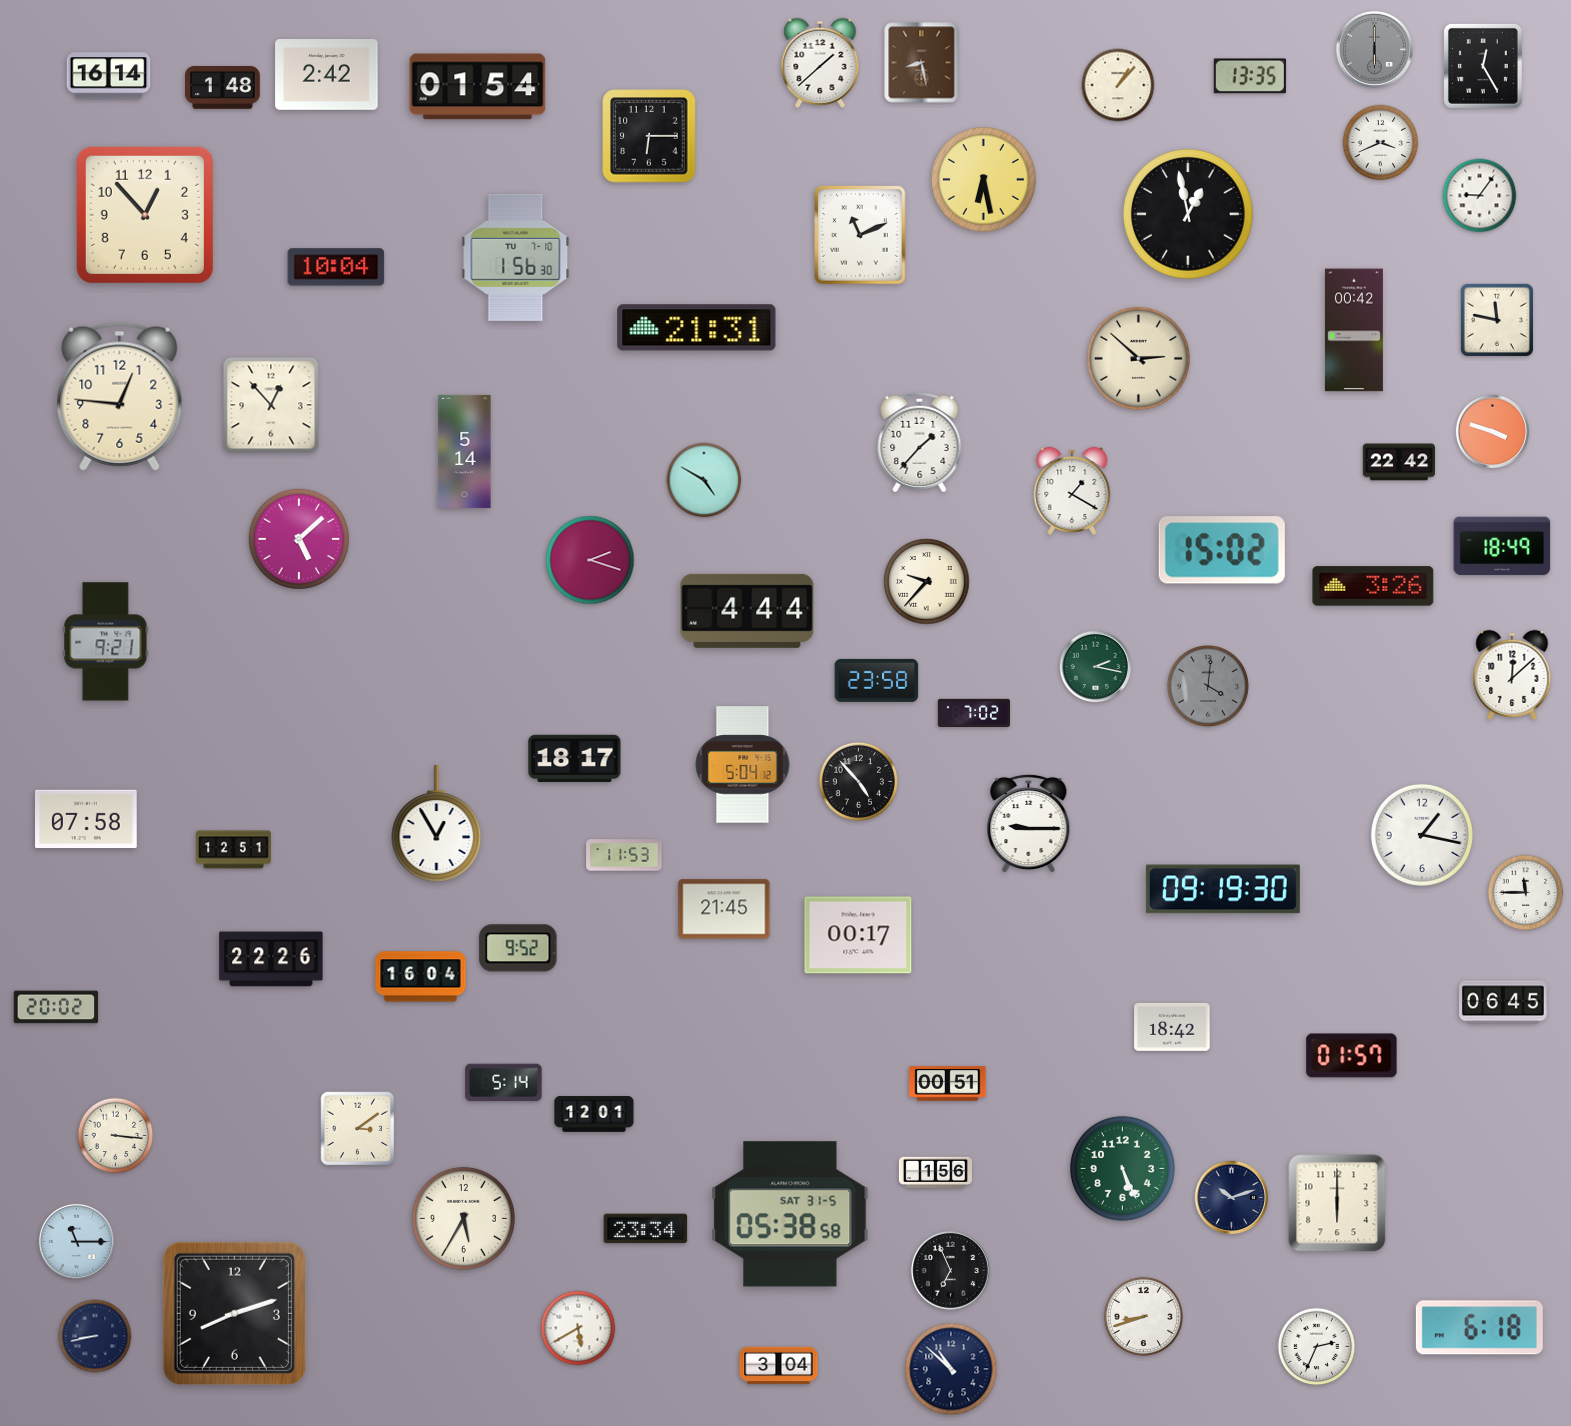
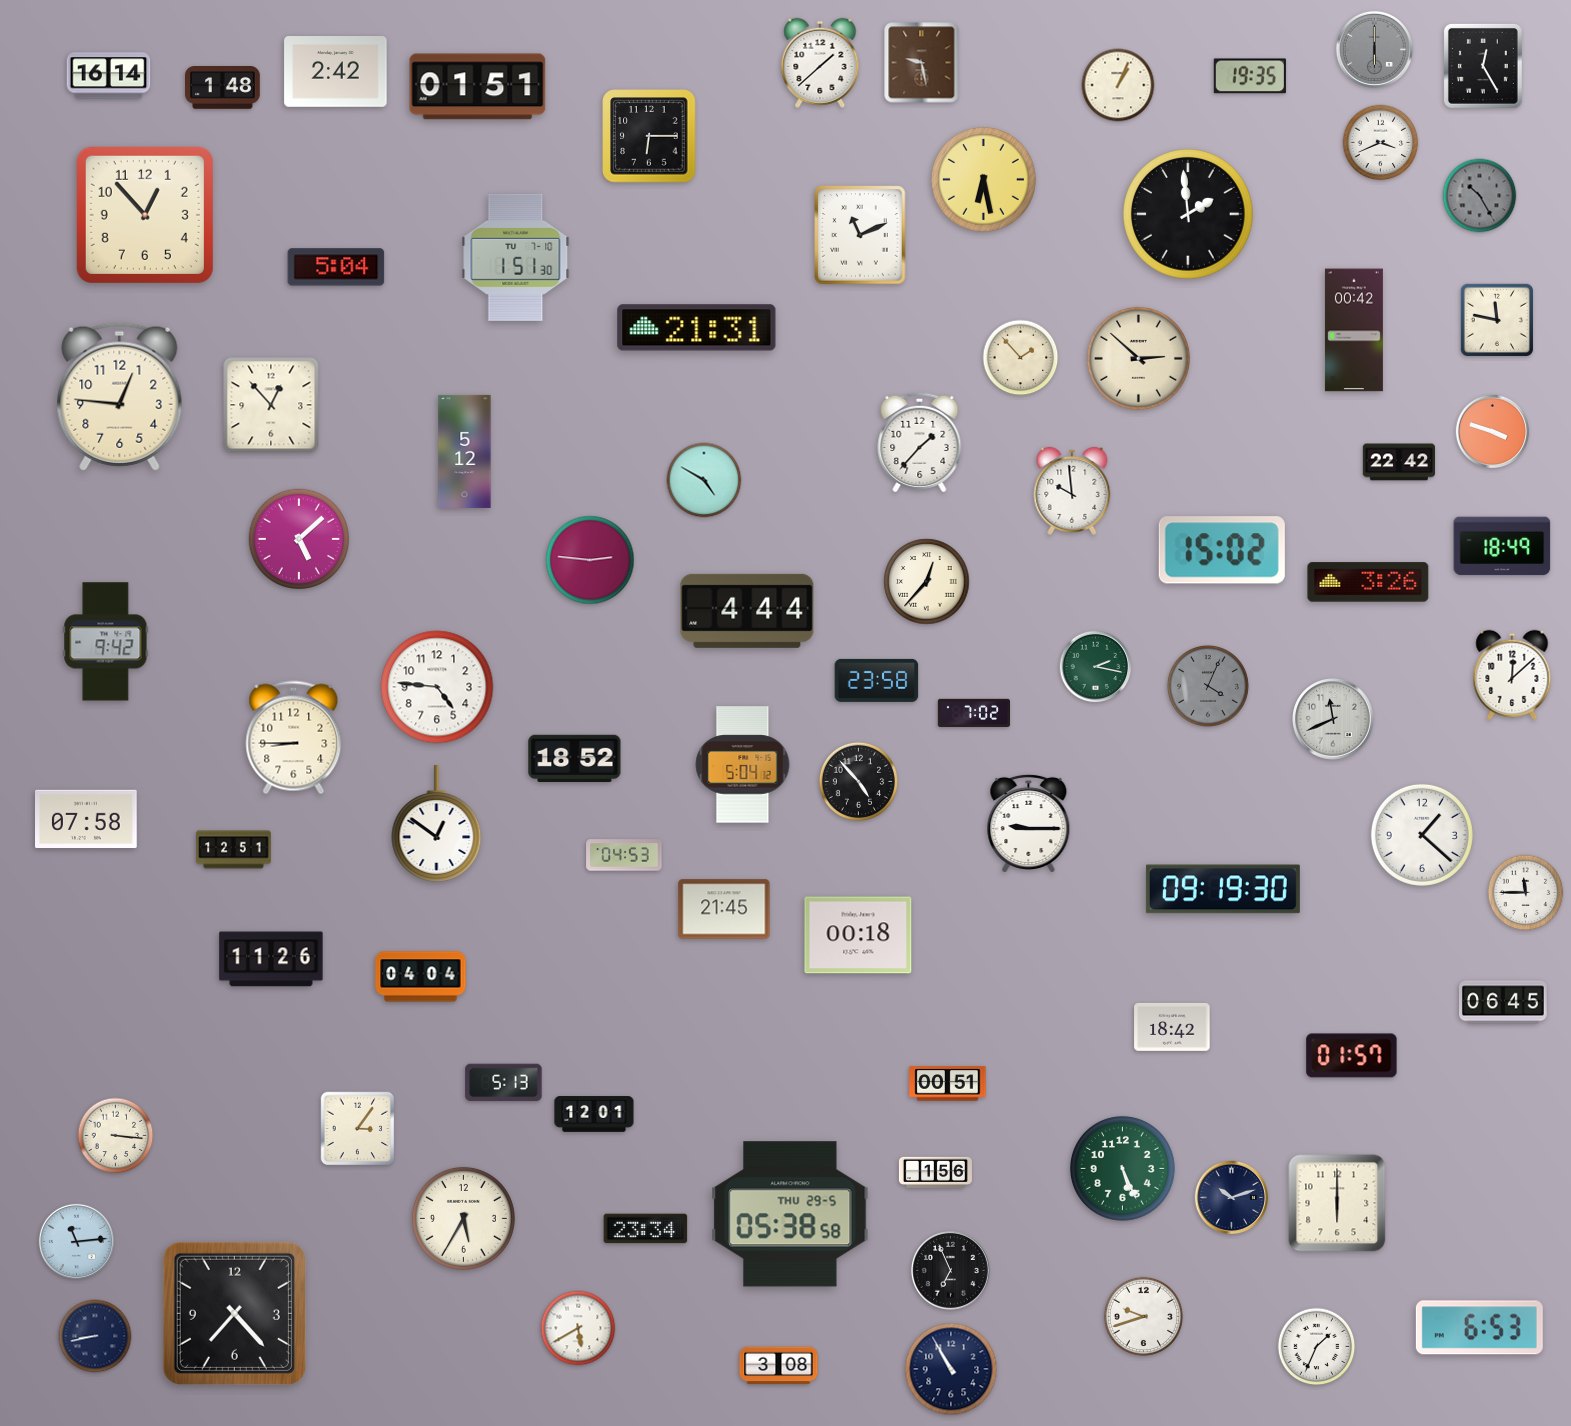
clock at (922, 63): 8:28 -> 9:28
clock at (327, 75) position: (327, 75) -> (336, 72)
clock at (1250, 76): 13:35 -> 19:35
clock at (1118, 85): 1:07 -> 1:04
clock at (478, 87): 01:54 -> 01:51
clock at (1480, 196): 9:06 -> 10:25
clock at (1480, 196) dial: white -> grey
clock at (1188, 214): 12:58 -> 1:59
clock at (516, 257): 1:56 -> 1:51
clock at (336, 267): 10:04 -> 5:04
clock at (1021, 358): none -> 1:53
clock at (465, 451): 5:14 -> 5:12
clock at (1072, 491): 1:20 -> 9:59
clock at (590, 560): 2:18 -> 2:46
clock at (927, 582): 9:37 -> 12:37
clock at (1373, 586) position: (1373, 586) -> (1368, 582)
clock at (106, 642): 9:21 -> 9:42
clock at (1208, 686): 4:01 -> 4:04
clock at (437, 687): none -> 4:46
clock at (1333, 719): none -> 11:41
clock at (294, 738): none -> 8:45
clock at (575, 758): 18:17 -> 18:52
clock at (437, 824): 12:55 -> 12:51
clock at (1422, 835): 1:17 -> 1:22
clock at (624, 855): 11:53 -> 04:53
clock at (858, 935): 00:17 -> 00:18
clock at (518, 948): 9:52 -> none
clock at (271, 959): 22:26 -> 11:26
clock at (421, 977): 16:04 -> 04:04
clock at (56, 1007): 20:02 -> none
clock at (504, 1083): 5:14 -> 5:13
clock at (358, 1129): 3:09 -> 3:06
clock at (790, 1214) date: SAT 31-5 -> THU 29-5
clock at (76, 1241): 11:15 -> 11:14
clock at (234, 1313): 8:12 -> 7:23
clock at (1143, 1316): 8:42 -> 9:42
clock at (1479, 1328): 6:18 -> 6:53
clock at (1317, 1347): 2:34 -> 1:34
clock at (779, 1366): 3:04 -> 3:08
clock at (951, 1369): 10:52 -> 10:55
